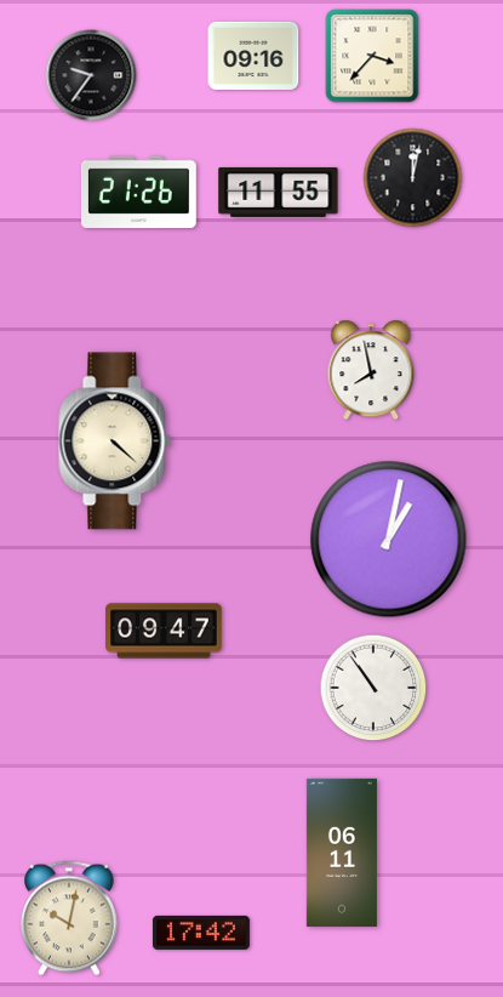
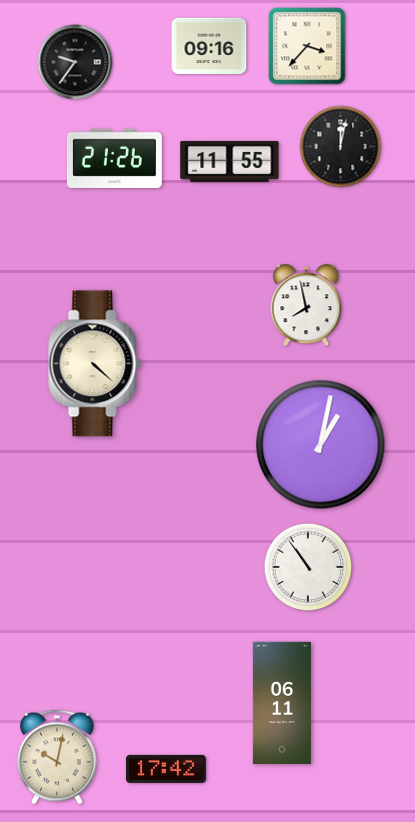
clock at (279, 192) position: (279, 192) -> (230, 161)
clock at (164, 631): 09:47 -> none
